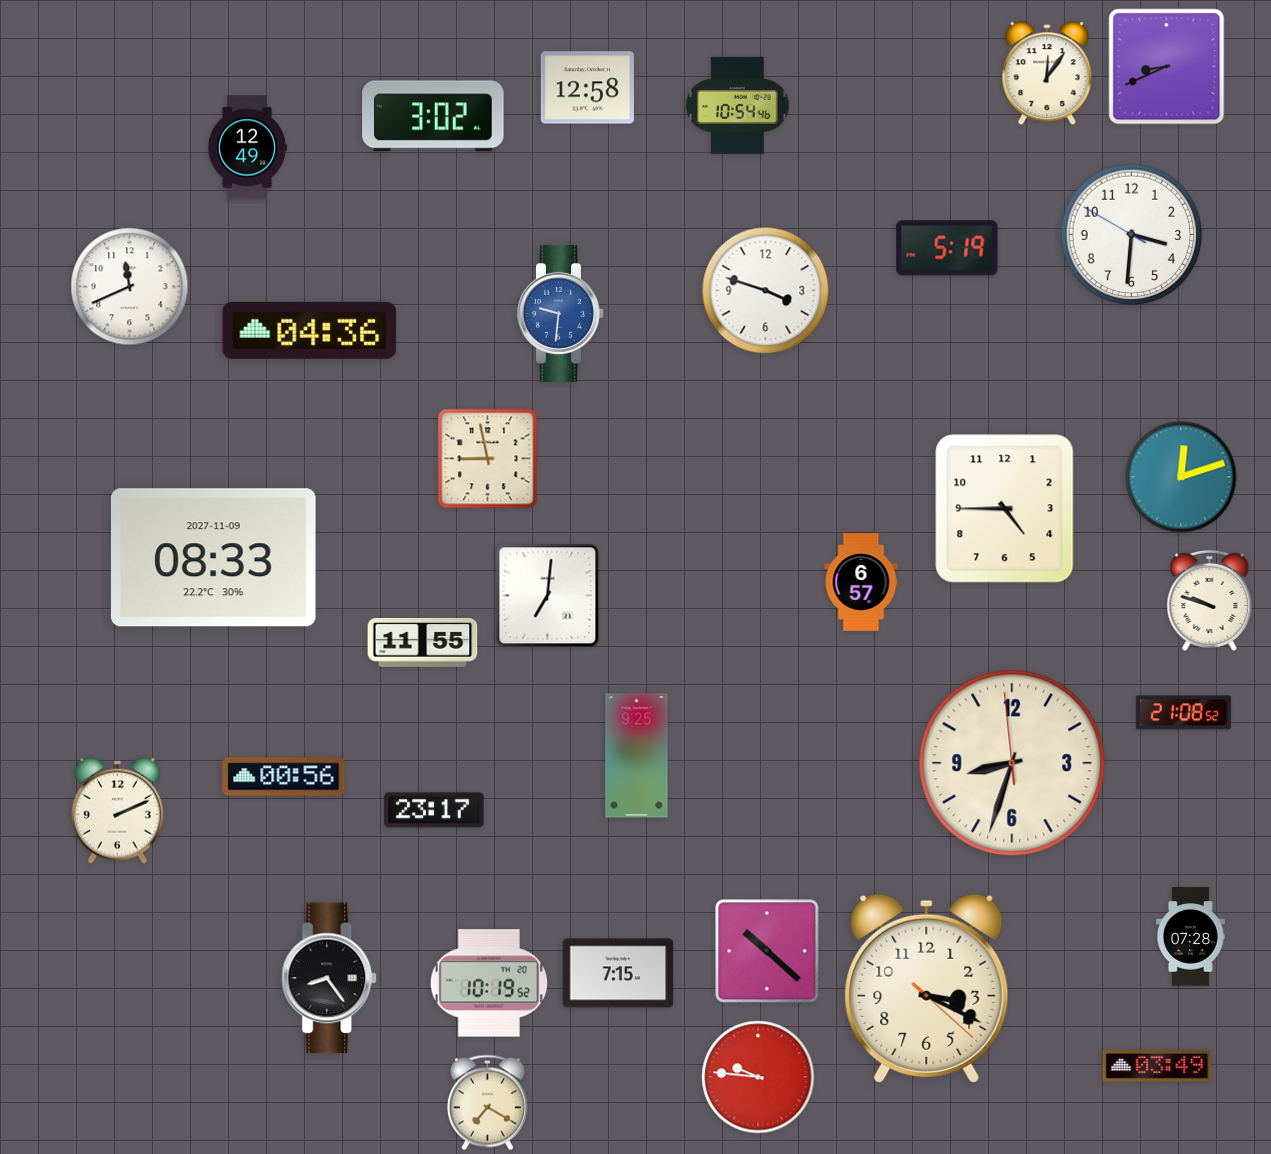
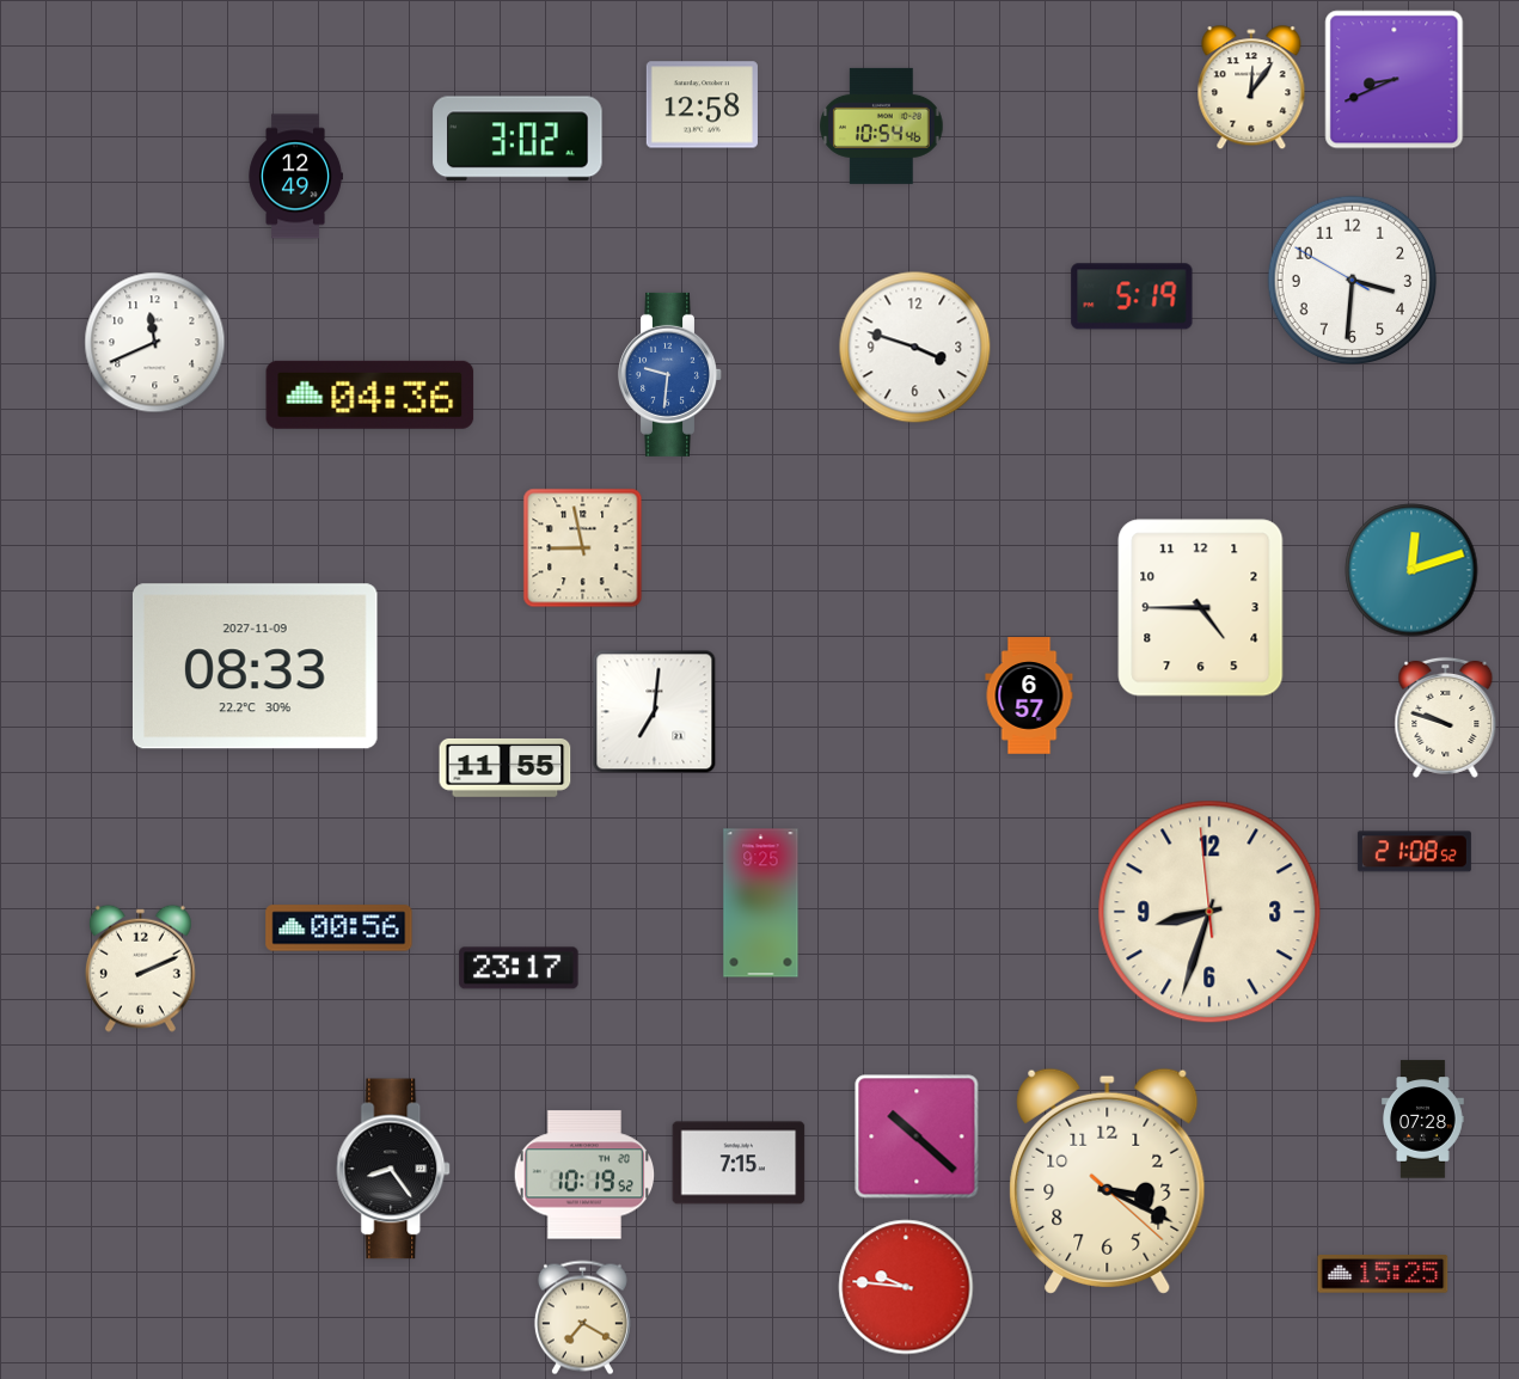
clock at (1157, 1066): 03:49 -> 15:25
